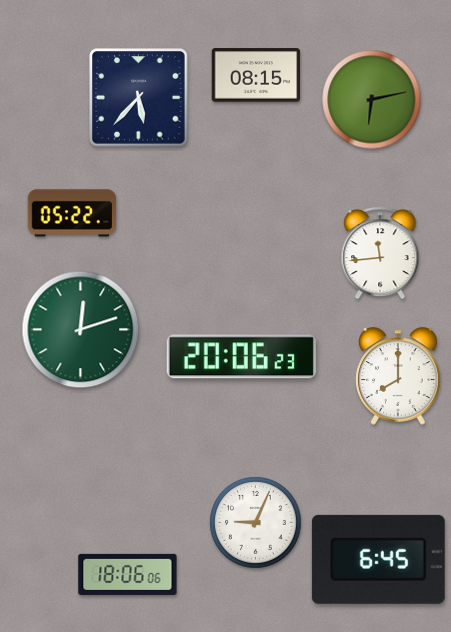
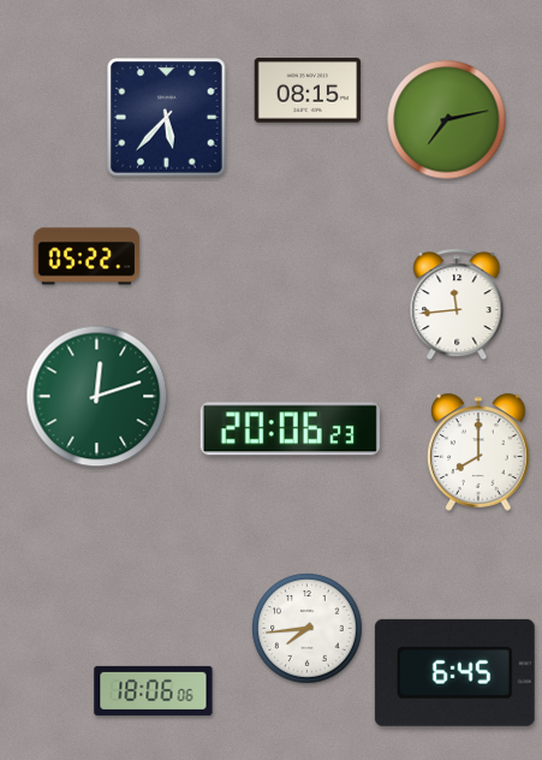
clock at (372, 100): 6:13 -> 7:13
clock at (256, 523): 9:04 -> 7:44
